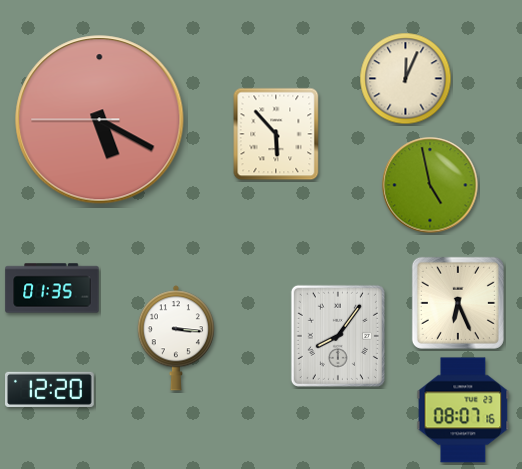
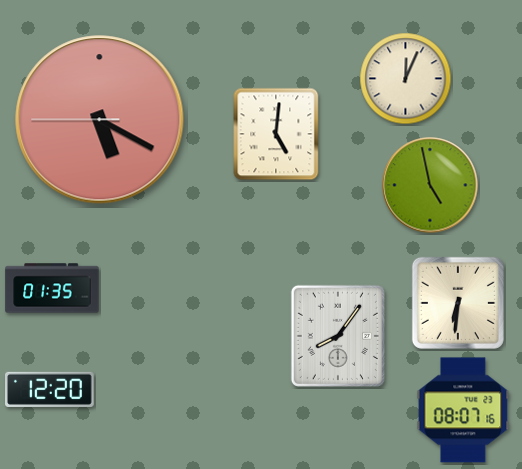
clock at (276, 134): 5:53 -> 5:01
clock at (458, 303): 6:26 -> 6:31
clock at (176, 338): 3:16 -> none
